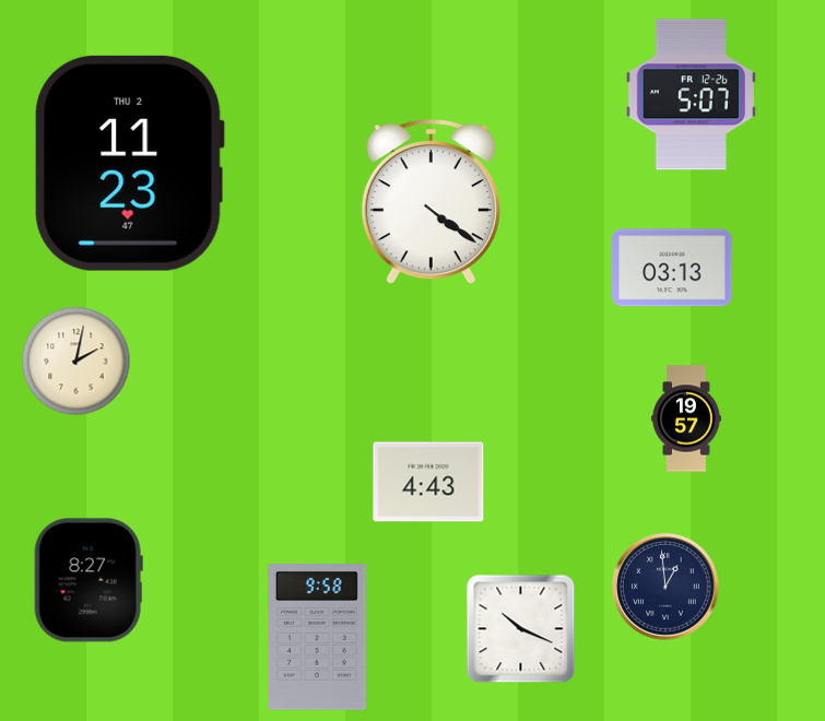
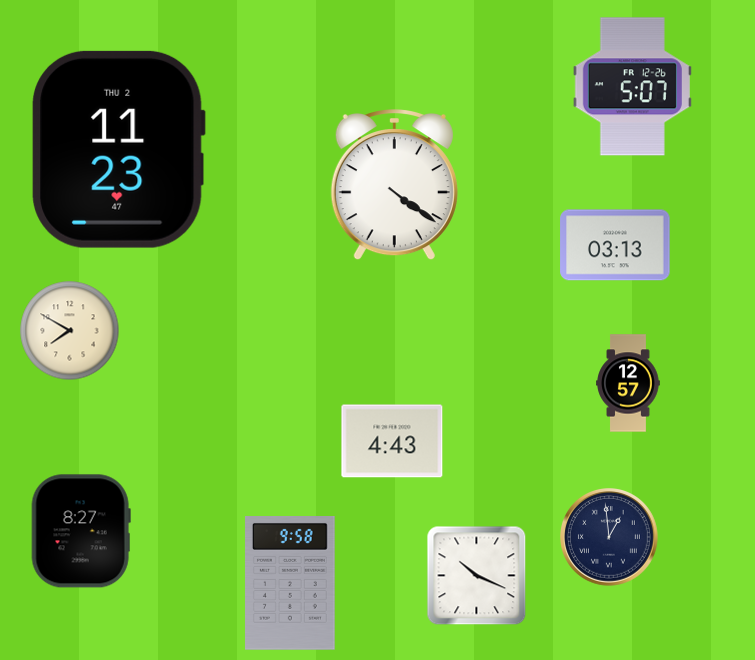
clock at (76, 362): 2:02 -> 7:50
clock at (686, 418): 19:57 -> 12:57
